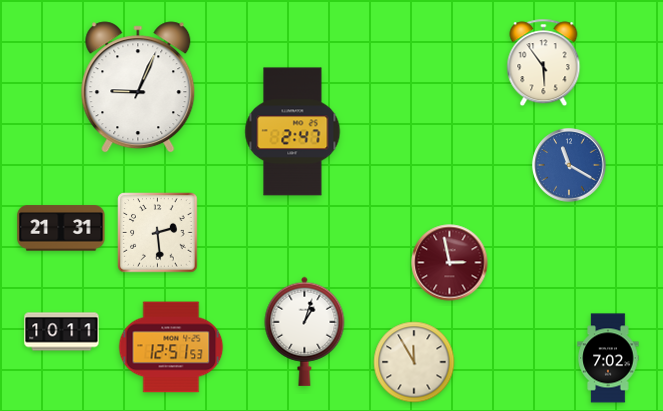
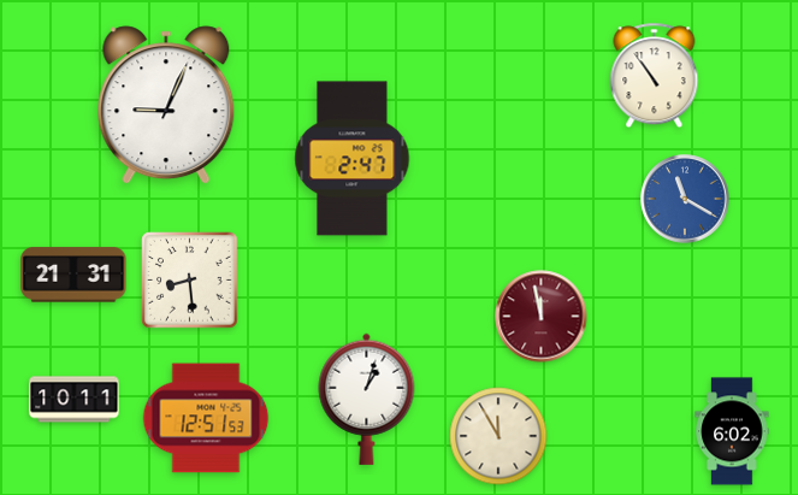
clock at (544, 63): 5:54 -> 10:54
clock at (158, 233): 2:29 -> 8:29
clock at (450, 263): 2:58 -> 11:58
clock at (608, 358): 7:02 -> 6:02
